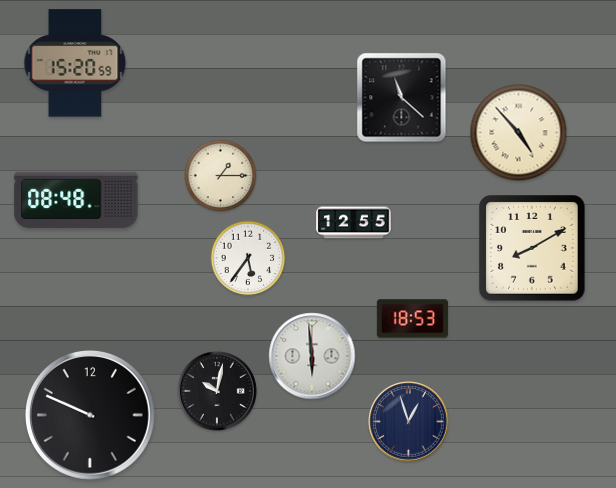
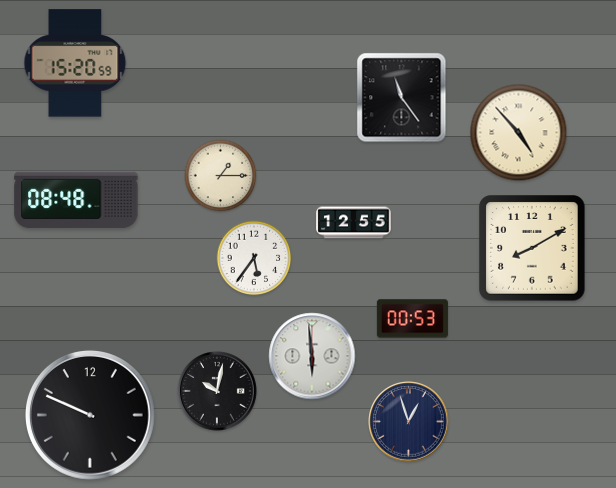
clock at (402, 98): 11:22 -> 11:24
clock at (248, 258) position: (248, 258) -> (254, 258)
clock at (412, 319): 18:53 -> 00:53
